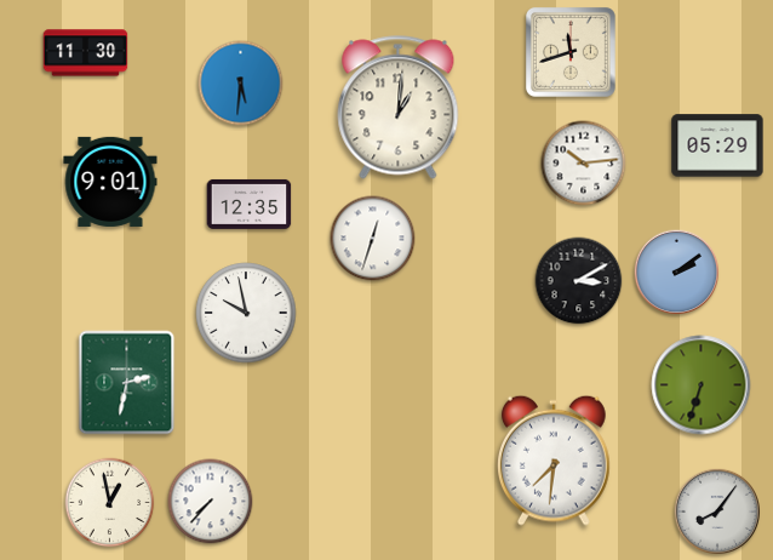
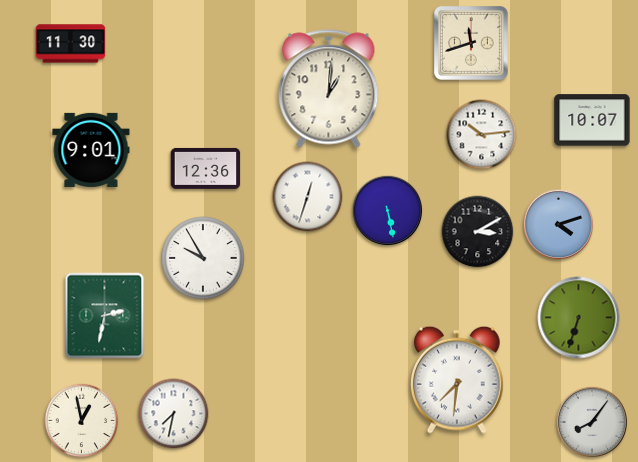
clock at (241, 84): 5:31 -> none
clock at (717, 145): 05:29 -> 10:07
clock at (250, 204): 12:35 -> 12:36
clock at (388, 211): none -> 5:28
clock at (677, 273): 2:09 -> 4:12
clock at (246, 313): 9:58 -> 9:55
clock at (211, 502): 7:37 -> 7:32
clock at (110, 503) position: (110, 503) -> (82, 421)
